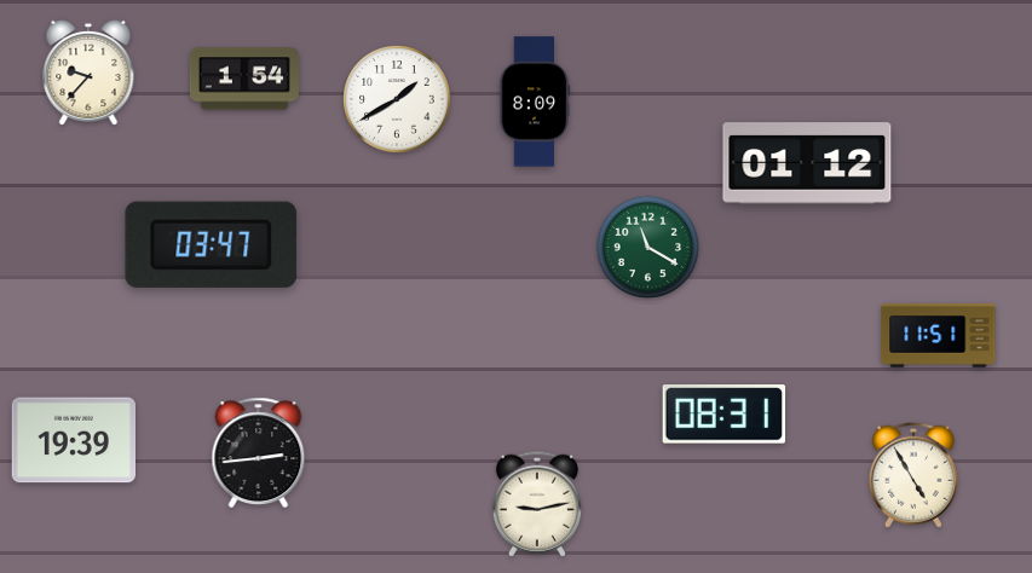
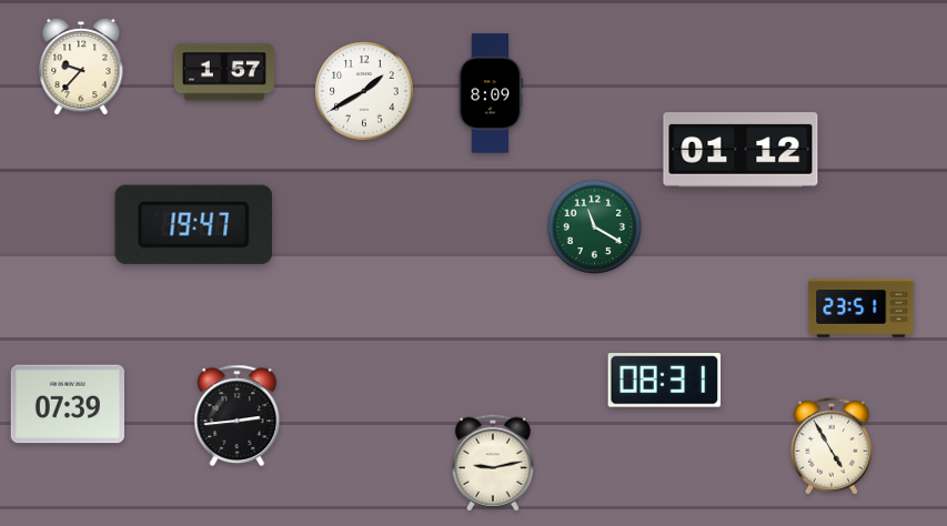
clock at (244, 79): 1:54 -> 1:57
clock at (212, 244): 03:47 -> 19:47
clock at (939, 336): 11:51 -> 23:51
clock at (73, 440): 19:39 -> 07:39
clock at (913, 475) position: (913, 475) -> (832, 446)
